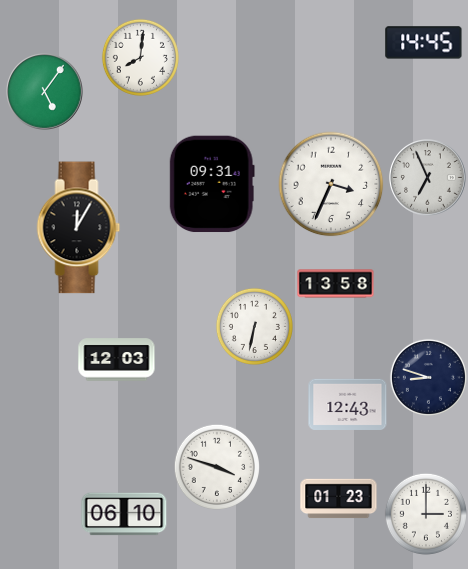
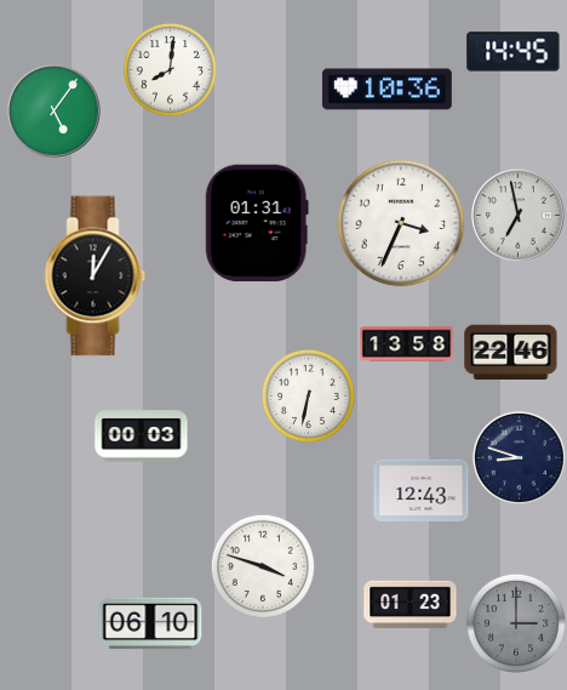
clock at (388, 90): none -> 10:36
clock at (428, 178): 6:56 -> 6:58
clock at (212, 184): 09:31 -> 01:31
clock at (511, 352): none -> 22:46
clock at (117, 360): 12:03 -> 00:03
clock at (426, 514) dial: white -> grey
